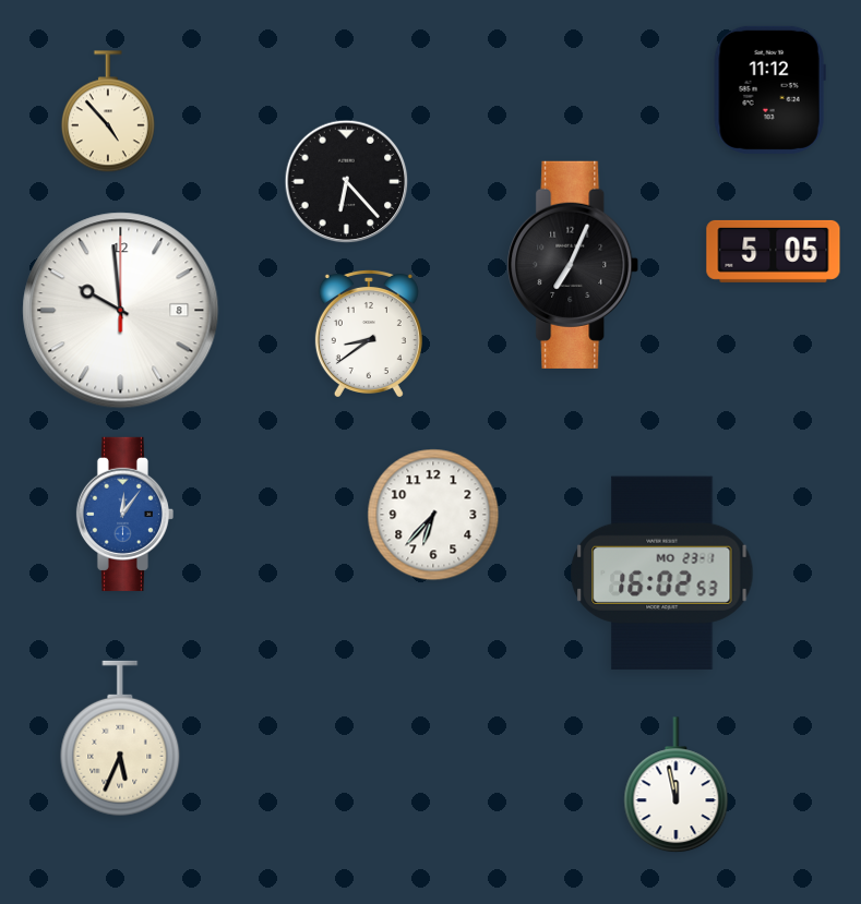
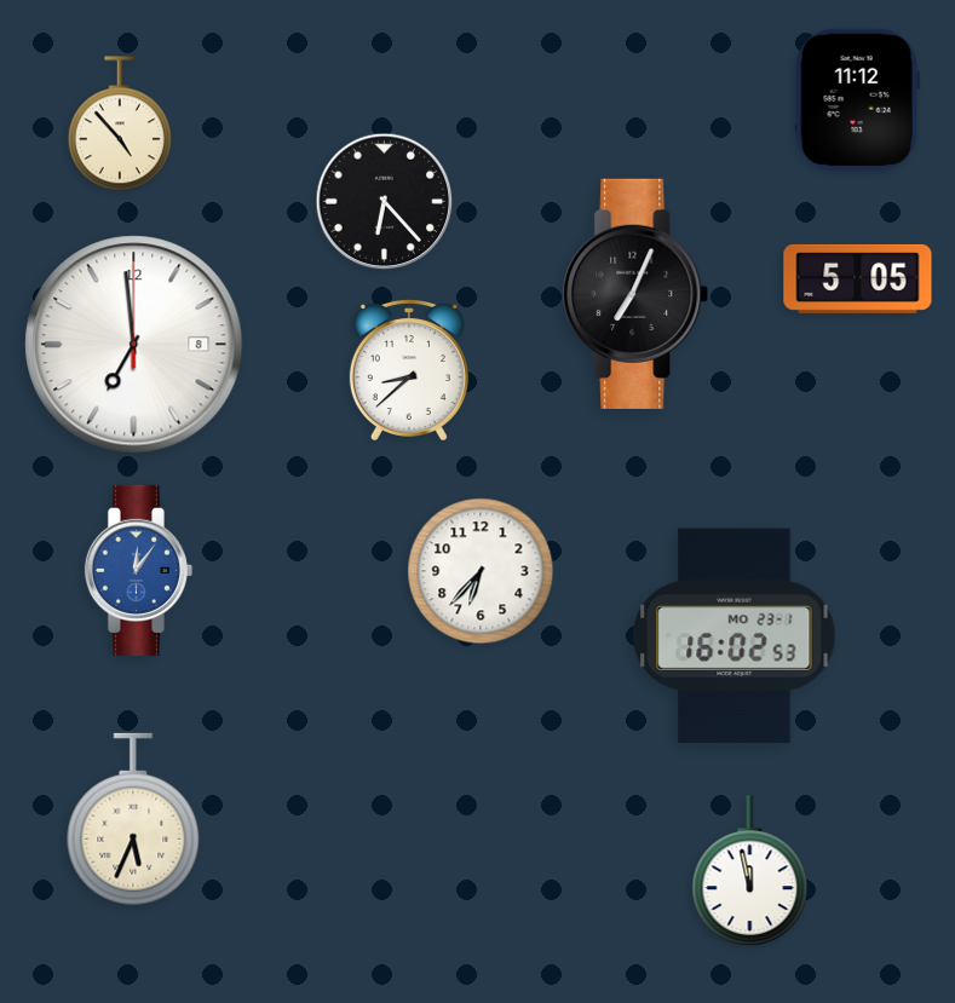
clock at (769, 89) position: (769, 89) -> (857, 99)
clock at (121, 311): 9:59 -> 6:59
clock at (369, 333): 8:39 -> 8:38
